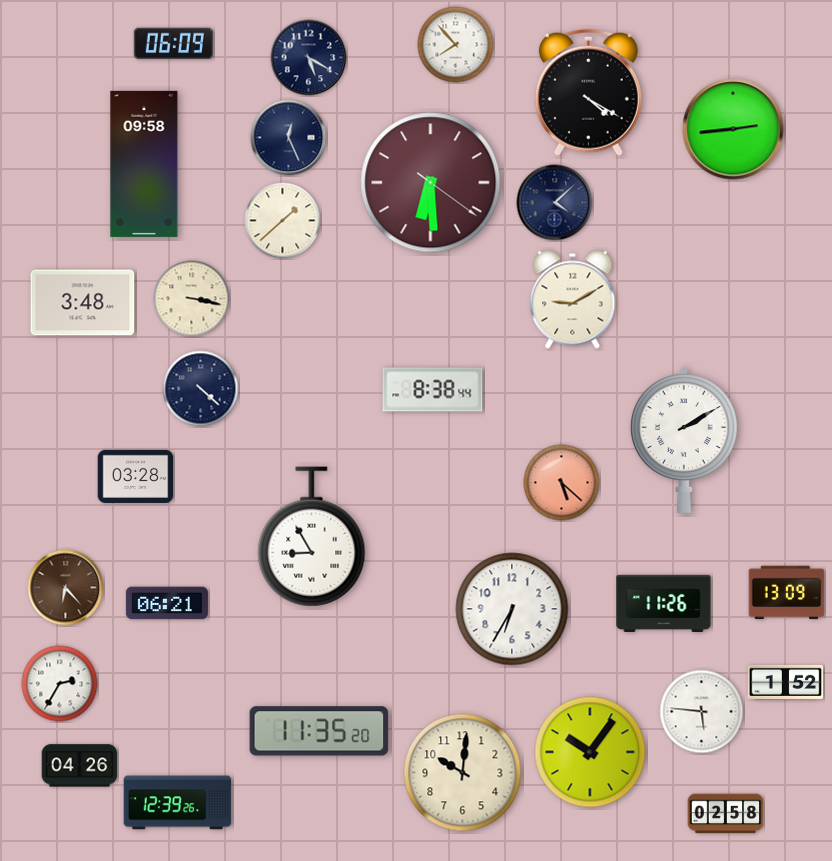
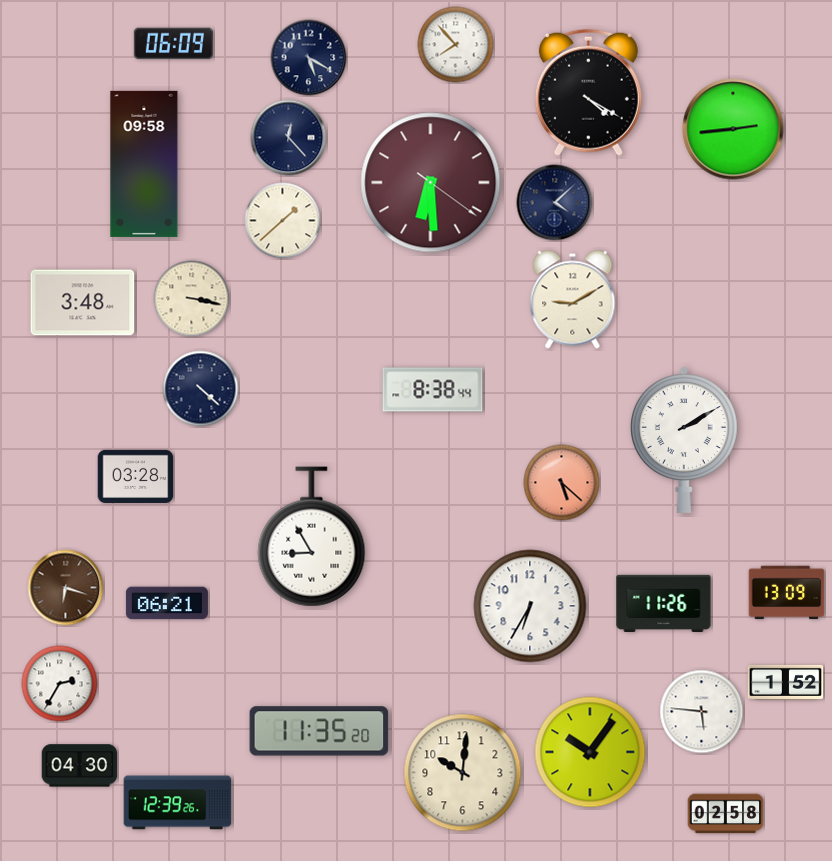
clock at (289, 138): 12:26 -> 12:23
clock at (66, 588): 6:23 -> 6:18
clock at (512, 609) position: (512, 609) -> (530, 606)
clock at (80, 766): 04:26 -> 04:30
